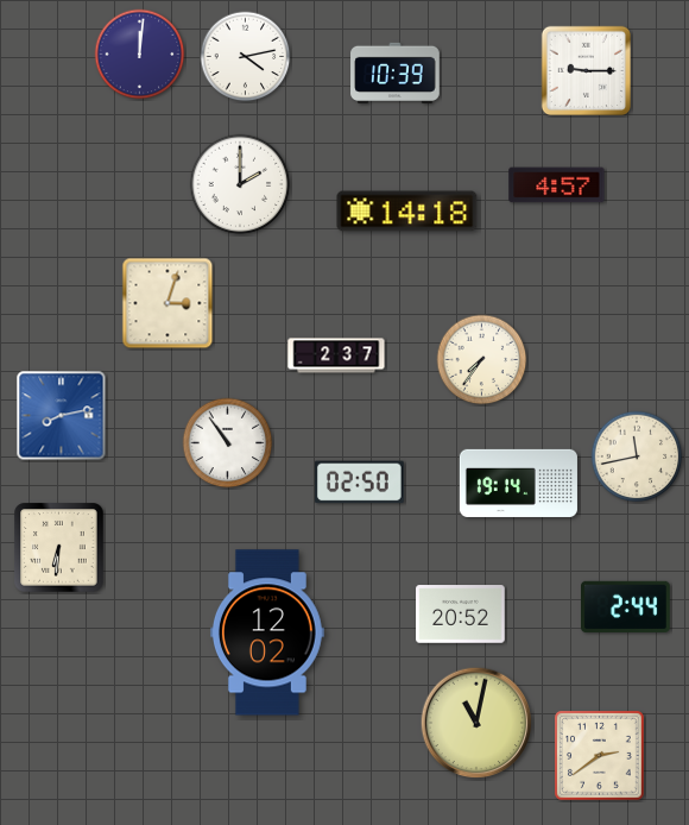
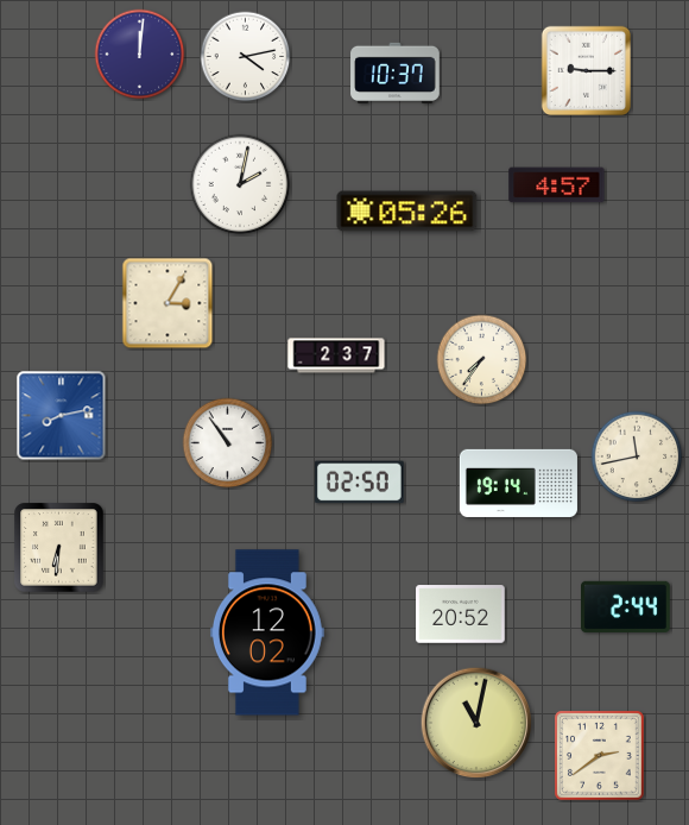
clock at (396, 74): 10:39 -> 10:37
clock at (240, 184): 2:00 -> 2:02
clock at (407, 212): 14:18 -> 05:26
clock at (167, 303): 3:03 -> 3:05
